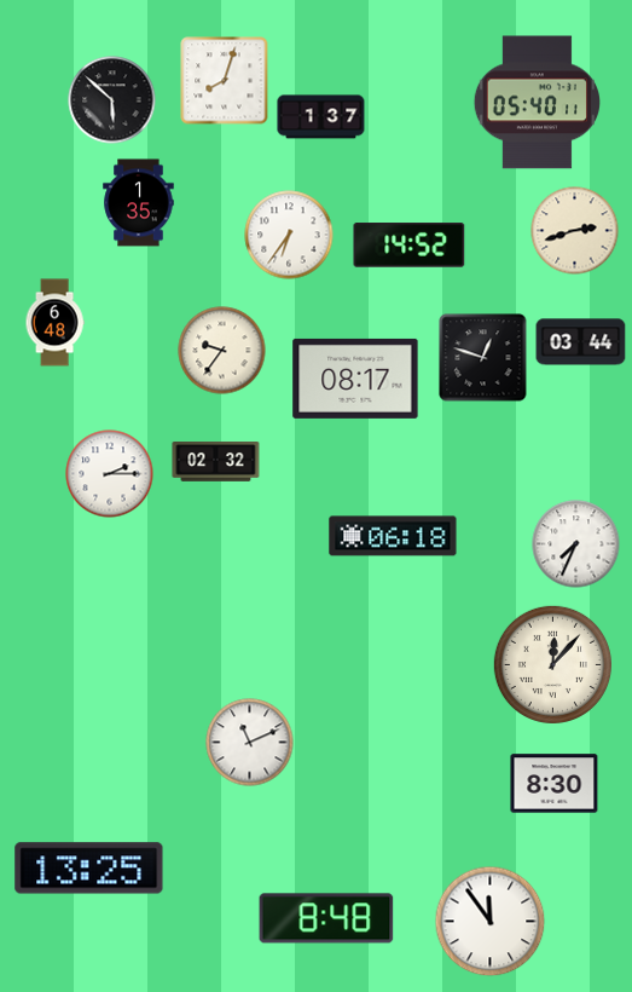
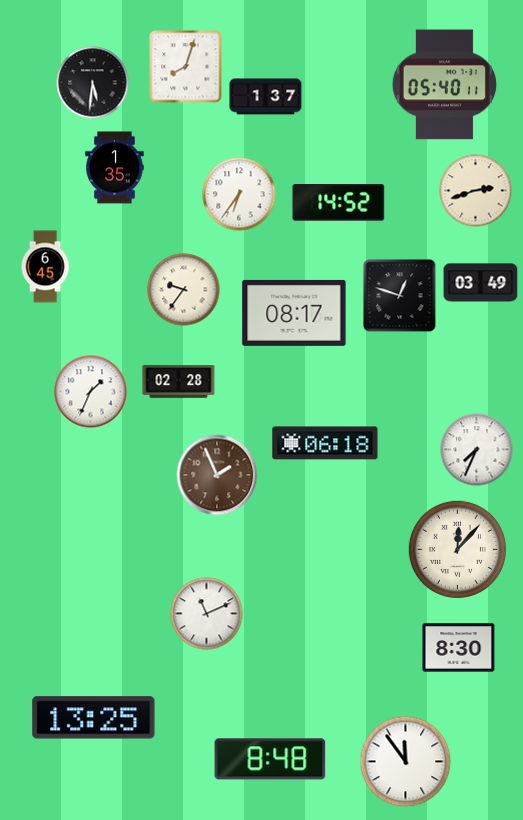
clock at (112, 100): 5:52 -> 5:31
clock at (54, 323): 6:48 -> 6:45
clock at (581, 342): 03:44 -> 03:49
clock at (216, 462): 02:32 -> 02:28
clock at (110, 474): 2:15 -> 1:34
clock at (217, 475): none -> 1:56
clock at (89, 869) position: (89, 869) -> (94, 718)
